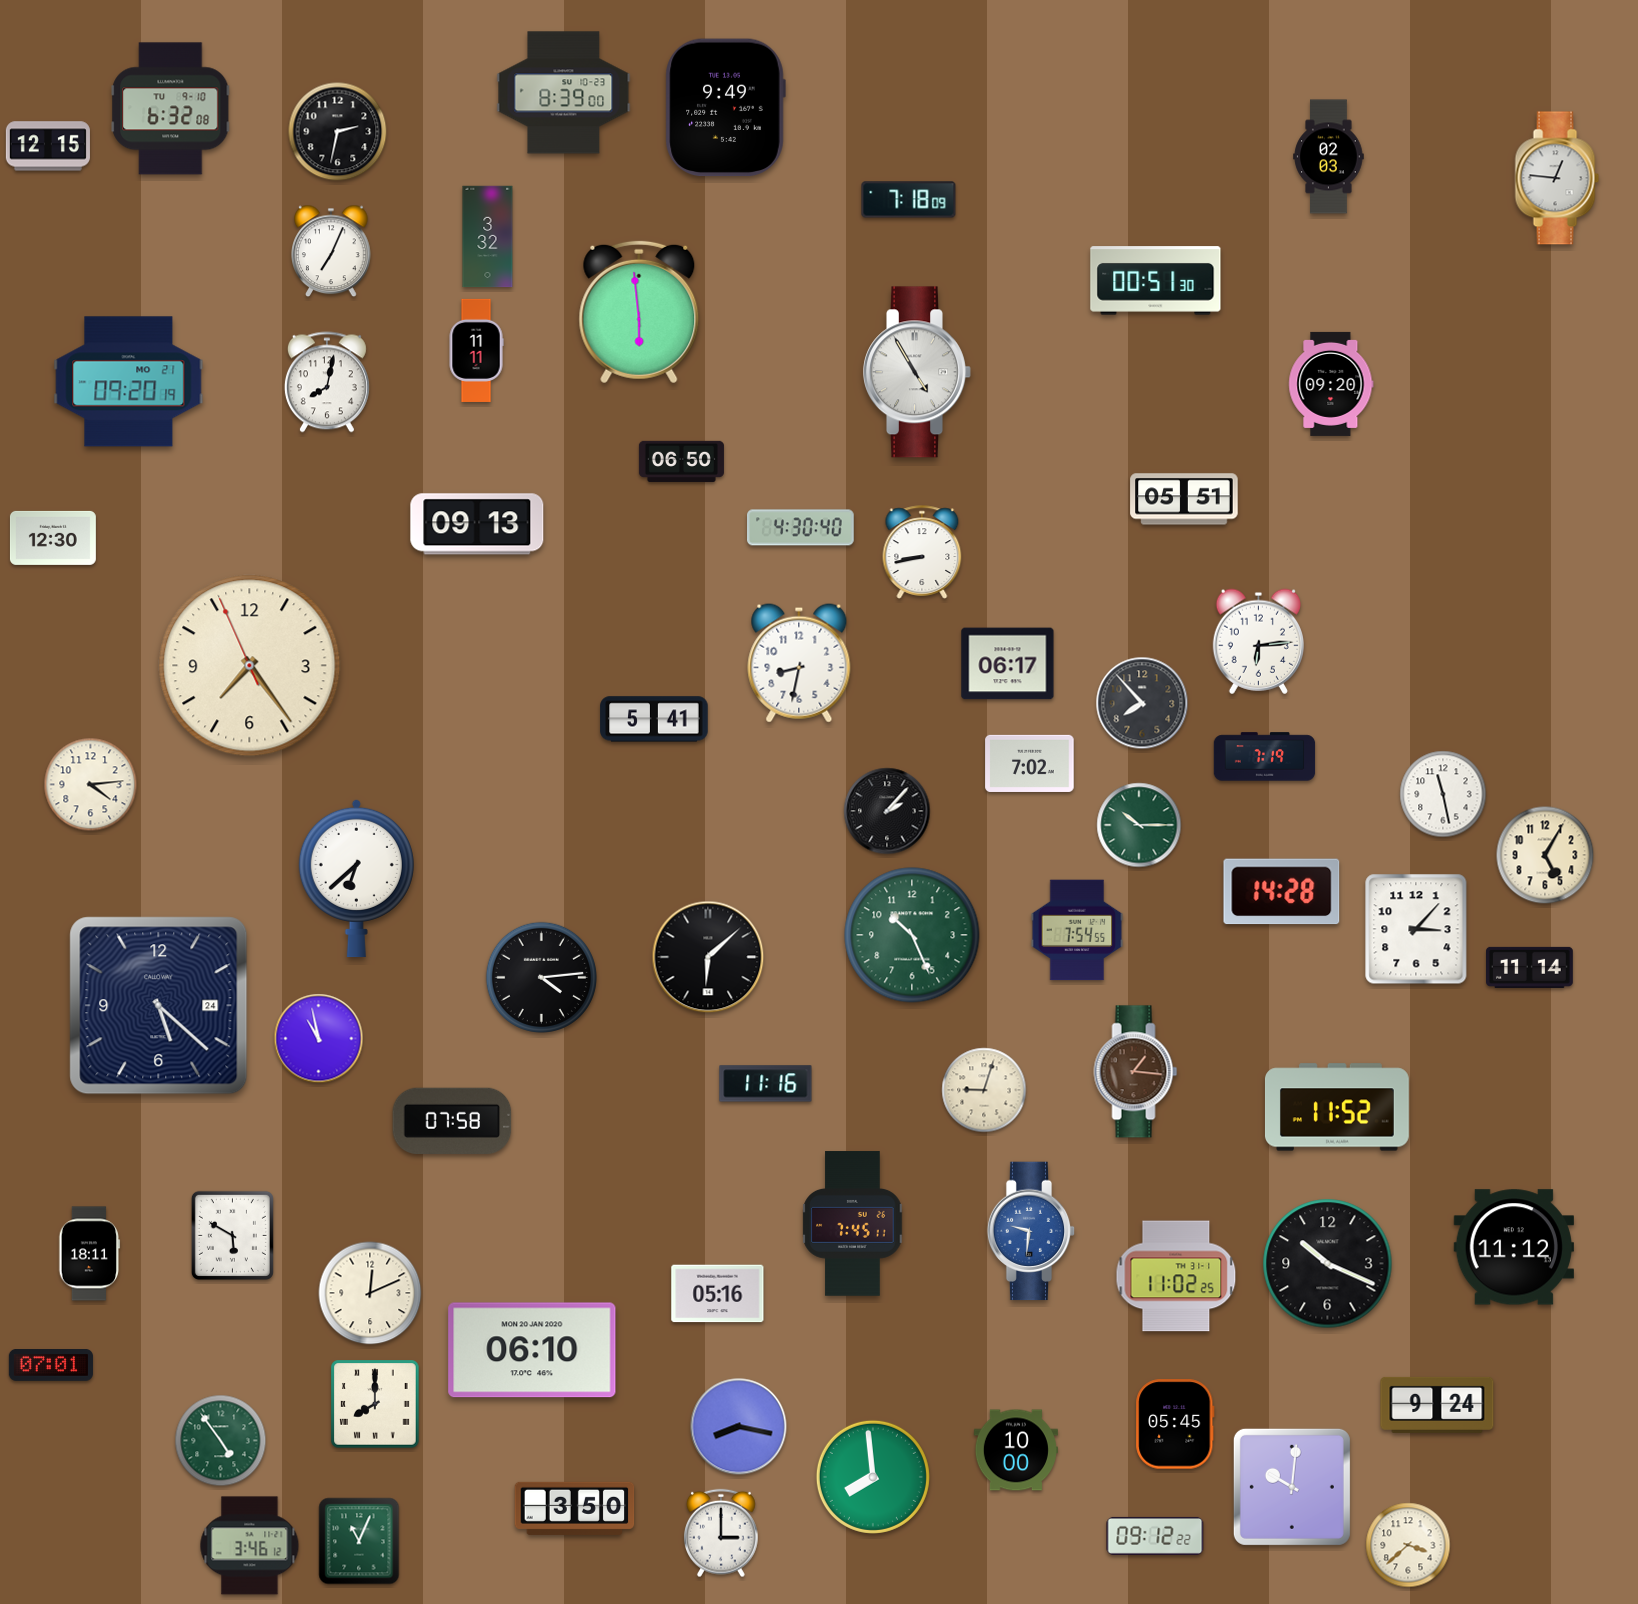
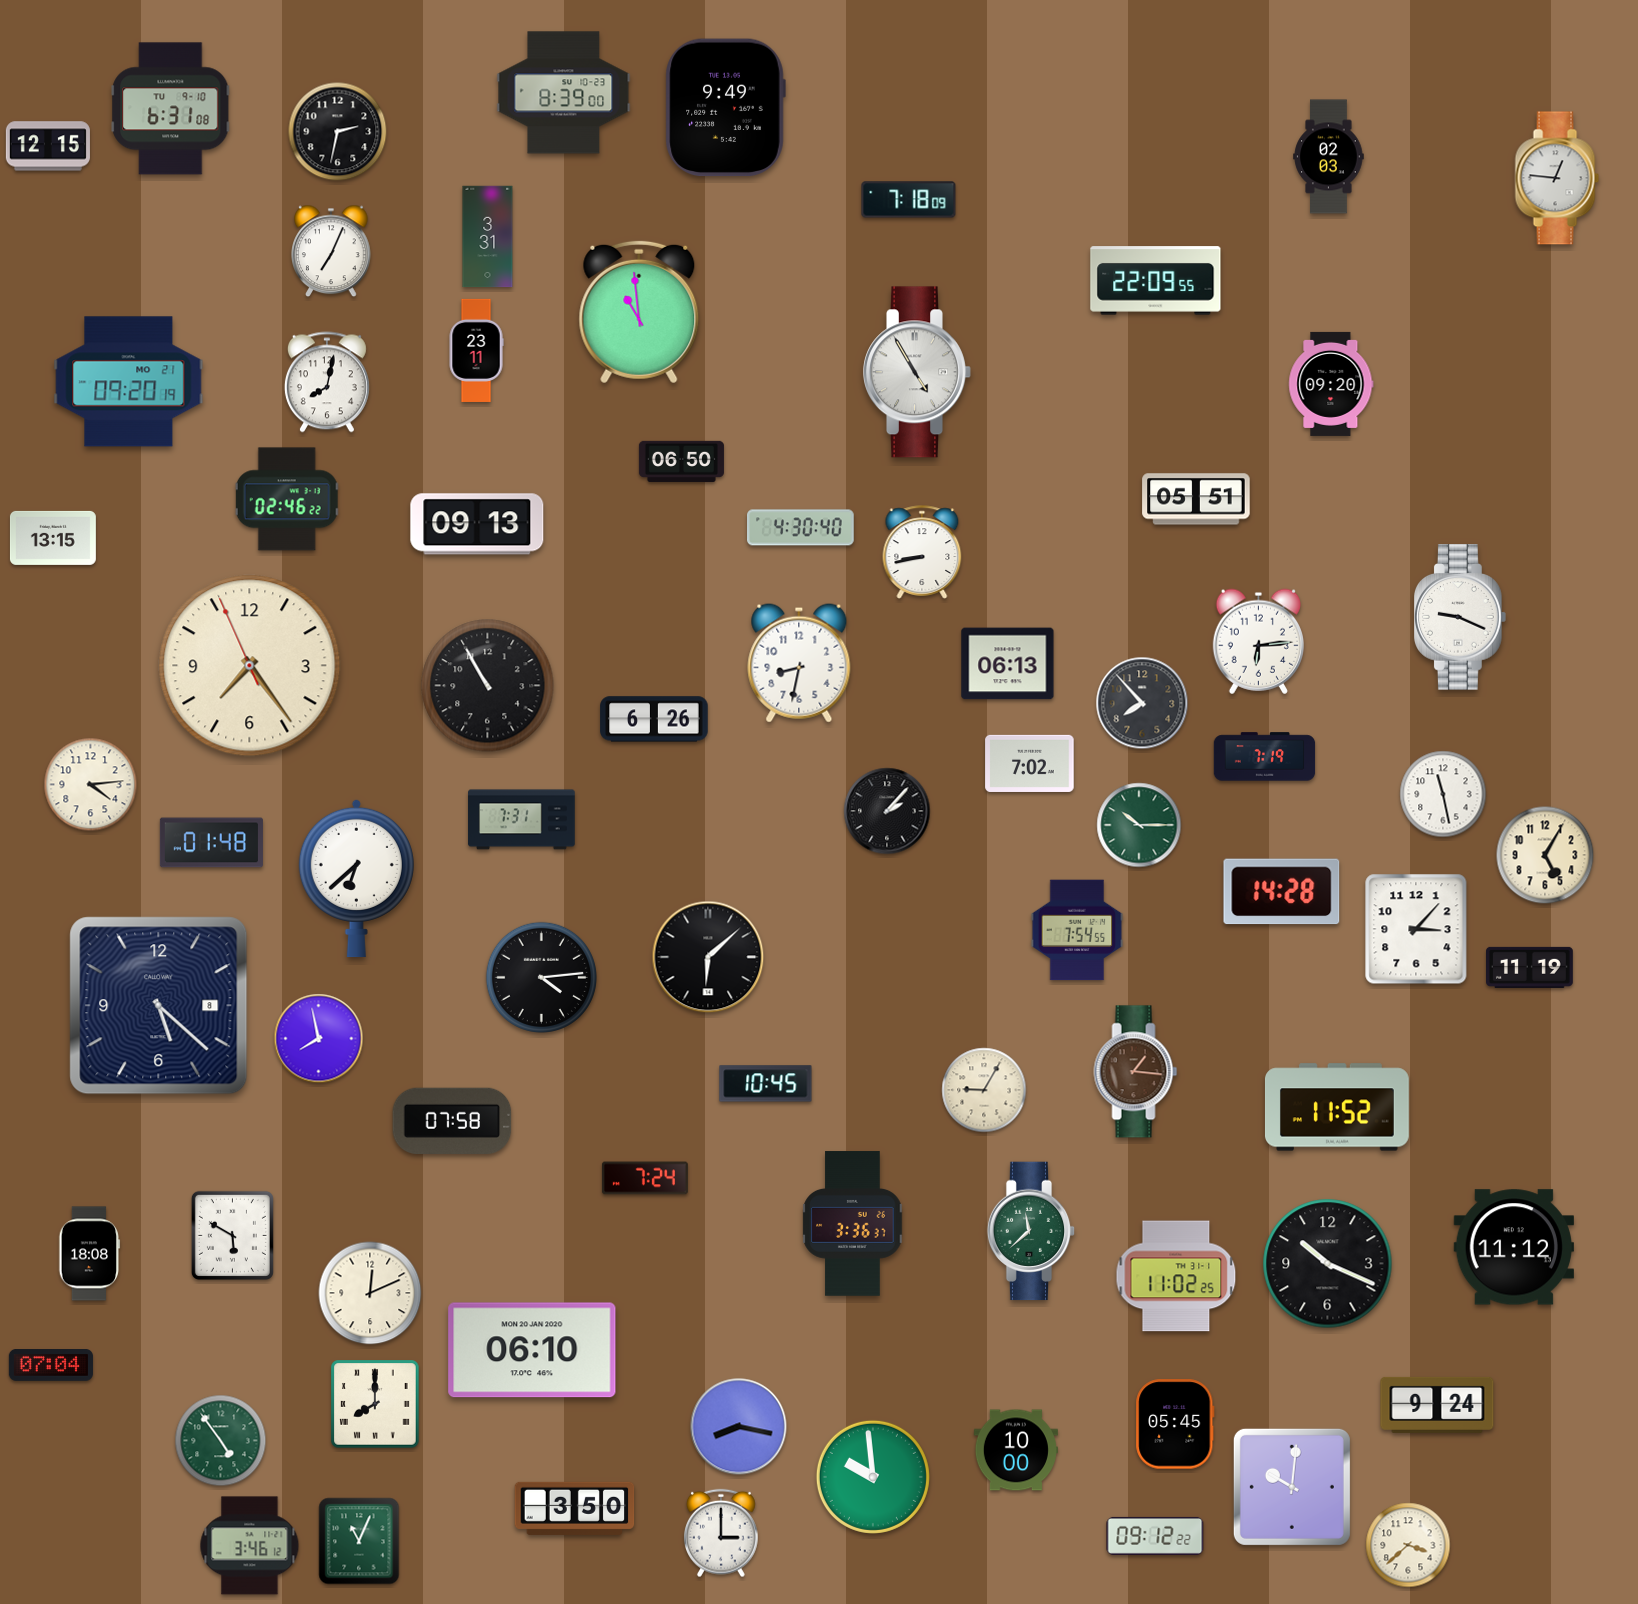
clock at (171, 109): 6:32 -> 6:31
clock at (488, 237): 3:32 -> 3:31
clock at (1156, 281): 00:51 -> 22:09
clock at (639, 312): 5:59 -> 10:59
clock at (476, 350): 11:11 -> 23:11
clock at (287, 499): none -> 02:46
clock at (1184, 499) position: (1184, 499) -> (1196, 499)
clock at (53, 538): 12:30 -> 13:15
clock at (1461, 617): none -> 9:19
clock at (1008, 664): 06:17 -> 06:13
clock at (488, 686): none -> 10:55
clock at (654, 719): 5:41 -> 6:26
clock at (522, 820): none -> 7:31
clock at (211, 843): none -> 01:48
clock at (912, 935): 10:26 -> none
clock at (1530, 967): 11:14 -> 11:19
clock at (159, 1006) date: 24 -> 8
clock at (319, 1039): 10:58 -> 7:58
clock at (766, 1084): 11:16 -> 10:45
clock at (984, 1090): 9:03 -> 9:05
clock at (645, 1178): none -> 7:24
clock at (853, 1224): 7:45 -> 3:36
clock at (1031, 1231): 9:31 -> 11:38
clock at (1031, 1231) dial: blue -> green
clock at (90, 1254): 18:11 -> 18:08
clock at (718, 1294): 05:16 -> none
clock at (51, 1366): 07:01 -> 07:04
clock at (873, 1477): 7:59 -> 9:59
